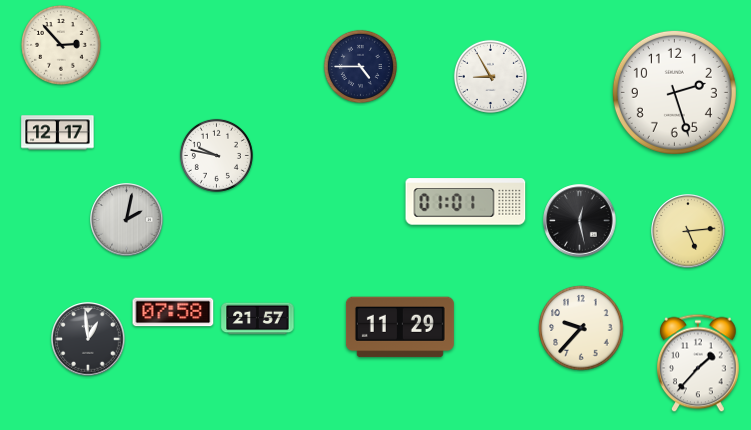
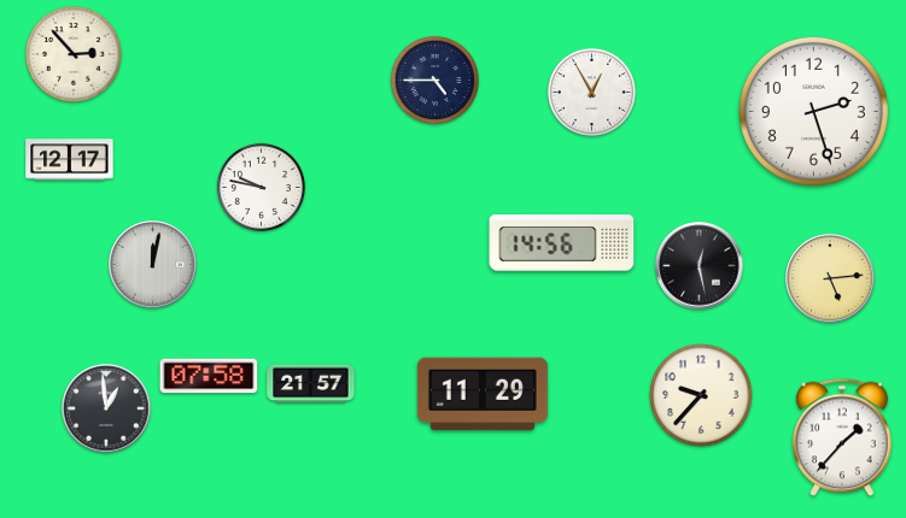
clock at (490, 76): 8:55 -> 12:55
clock at (466, 202): 01:01 -> 14:56
clock at (127, 220): 2:02 -> 12:02
